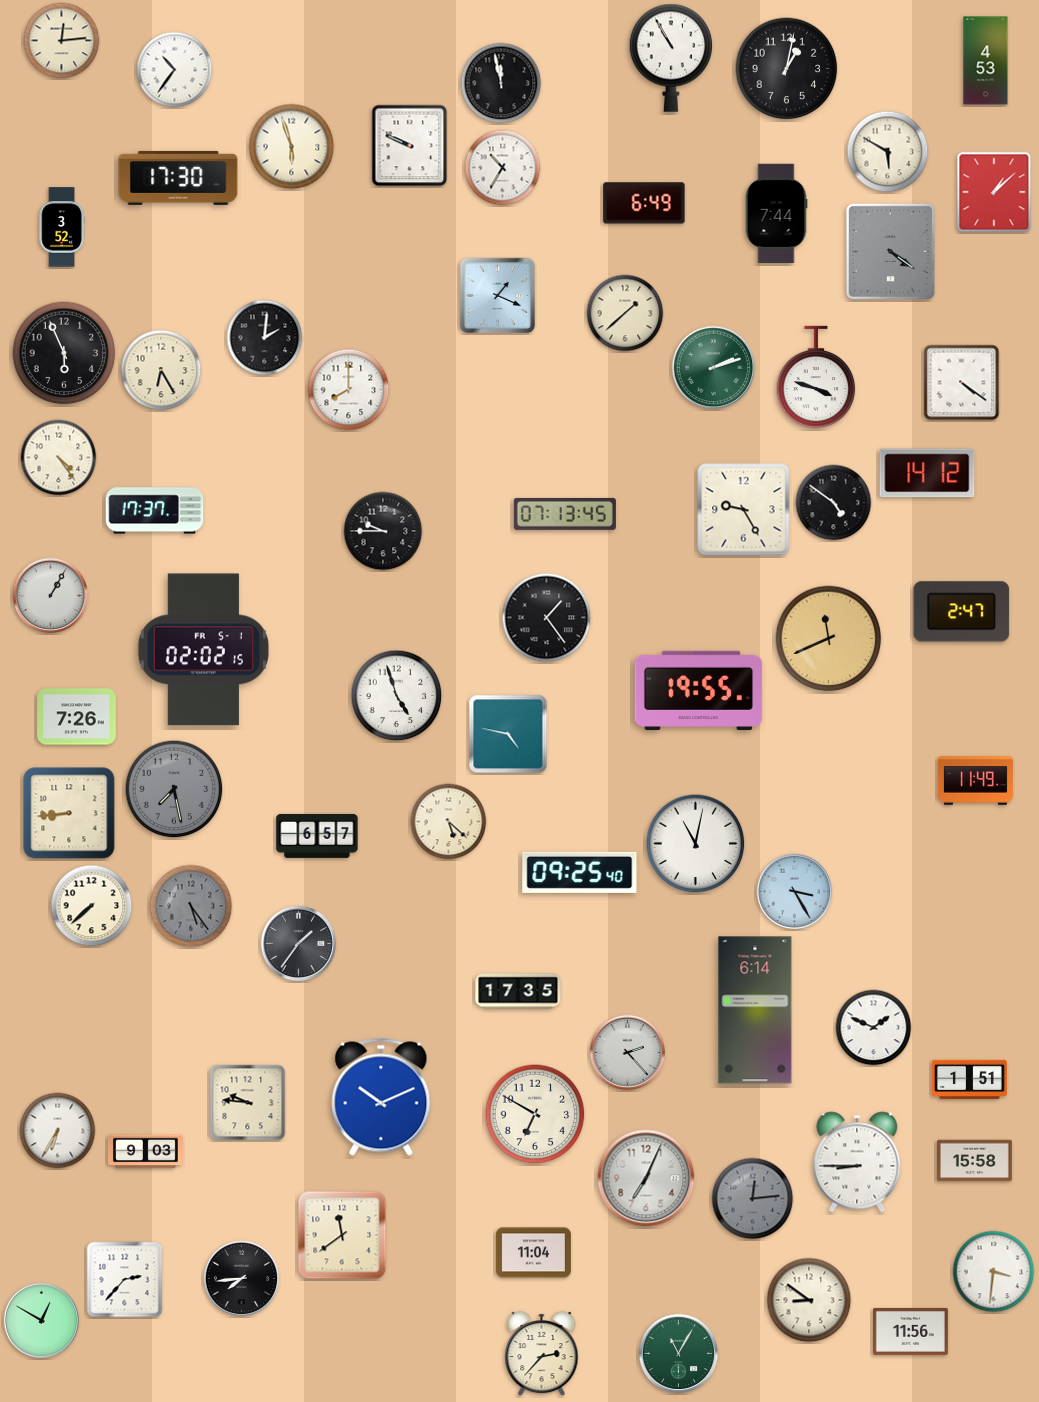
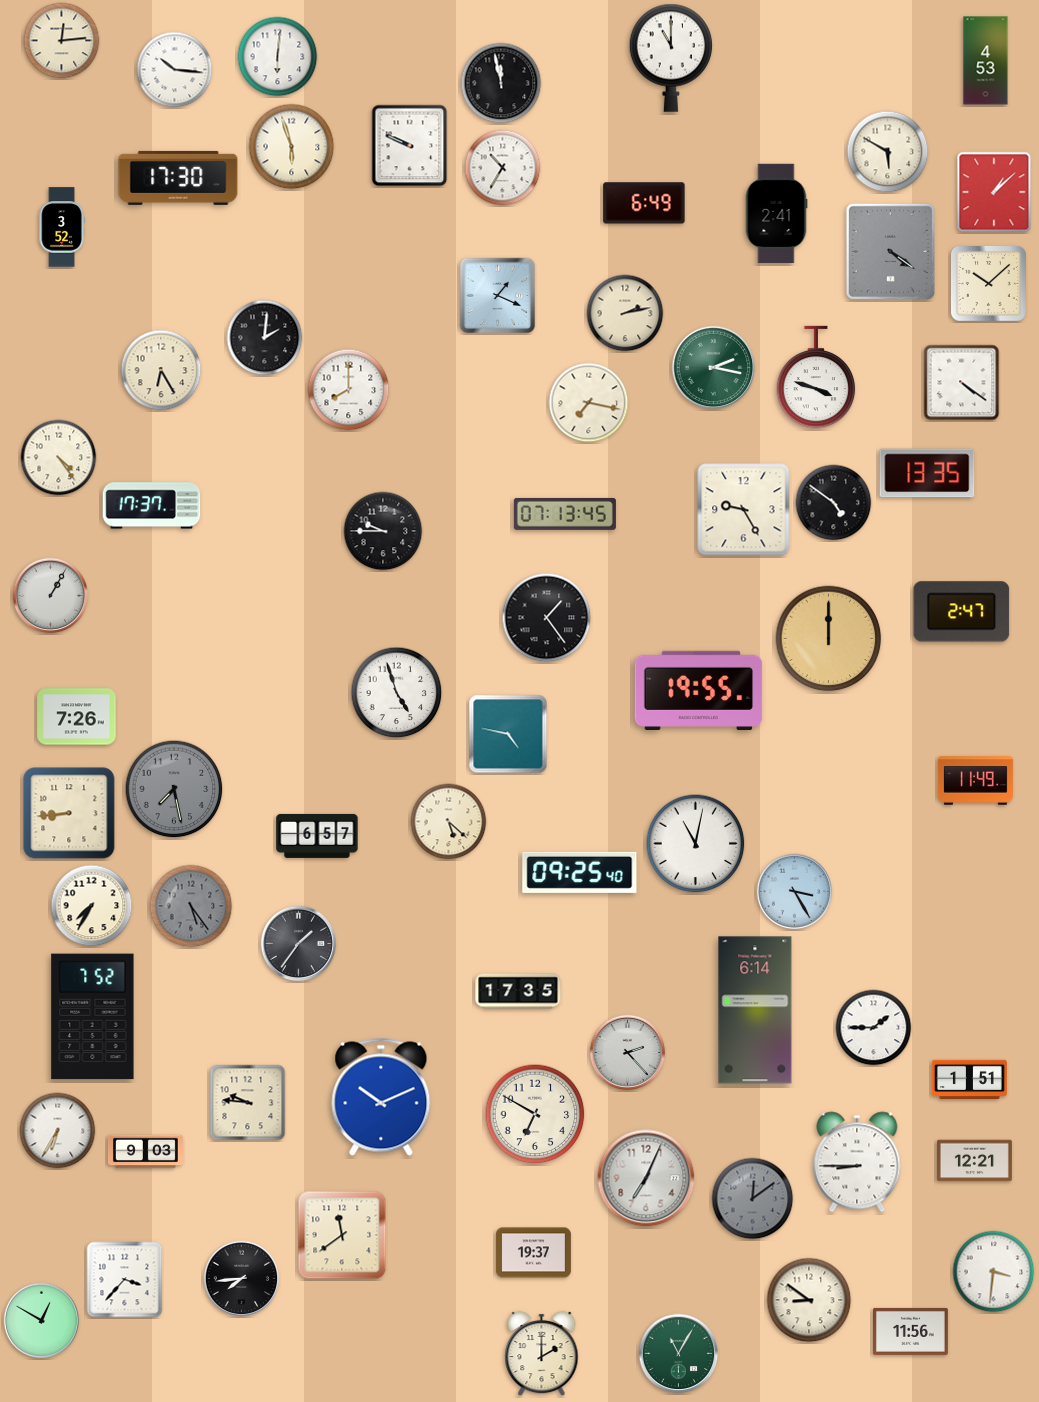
clock at (278, 57): none -> 6:01
clock at (671, 58): 10:55 -> 11:00
clock at (787, 69): 1:02 -> none
clock at (175, 70): 10:36 -> 10:16
clock at (776, 214): 7:44 -> 2:41
clock at (988, 283): none -> 10:08
clock at (625, 313): 1:38 -> 2:13
clock at (64, 353): 5:56 -> none
clock at (714, 368): 2:12 -> 2:17
clock at (589, 403): none -> 7:17
clock at (927, 473): 14:12 -> 13:35
clock at (155, 511) position: (155, 511) -> (152, 506)
clock at (829, 639): 11:41 -> 12:00
clock at (203, 650): 02:02 -> none
clock at (397, 696) position: (397, 696) -> (397, 693)
clock at (92, 906): 7:38 -> 7:35
clock at (93, 1017): none -> 7:52
clock at (874, 1028): 1:49 -> 1:45
clock at (974, 1161): 15:58 -> 12:21
clock at (753, 1199): 12:14 -> 12:09
clock at (533, 1253): 11:04 -> 19:37
clock at (125, 1280): 2:37 -> 3:37
clock at (542, 1354): 2:37 -> 2:00
